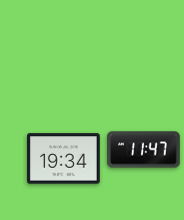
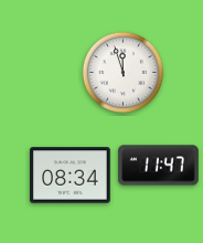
clock at (124, 73): none -> 11:57
clock at (64, 159): 19:34 -> 08:34
